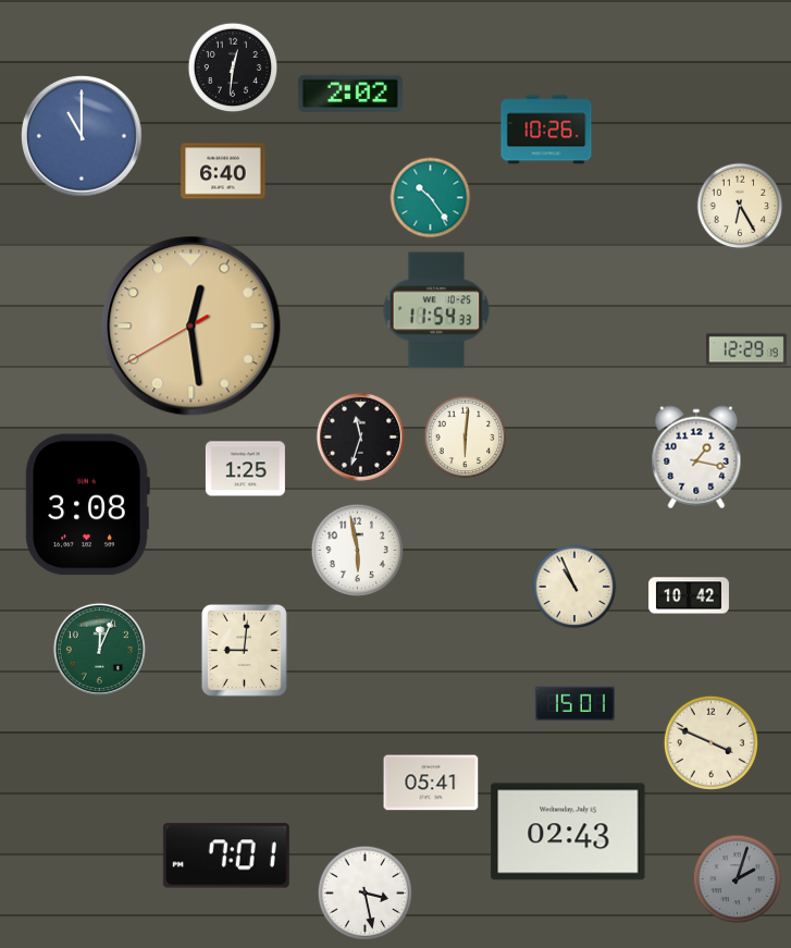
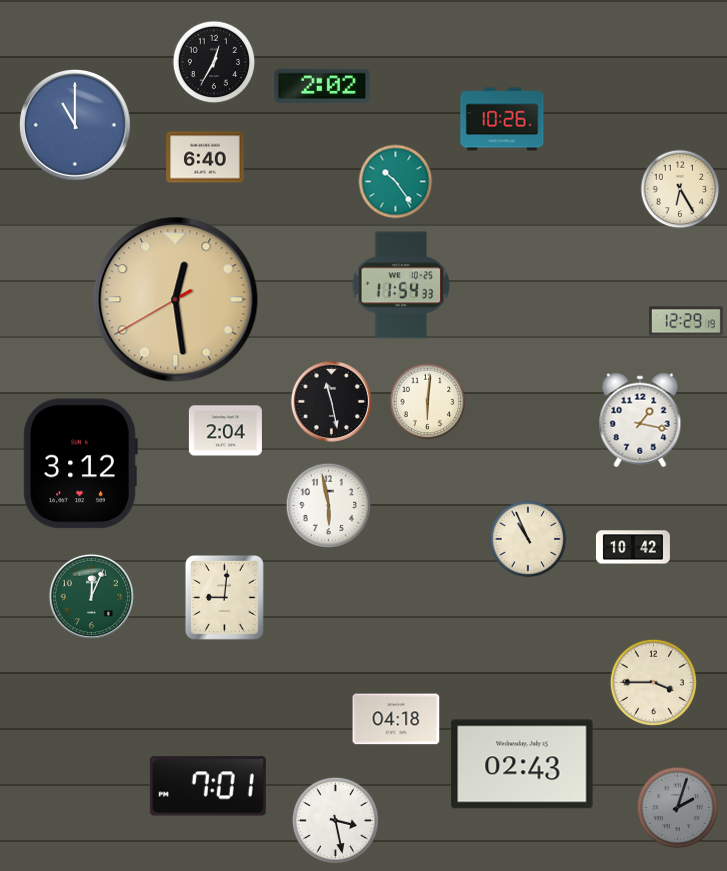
clock at (233, 67): 12:31 -> 12:35
clock at (360, 436): 11:33 -> 11:28
clock at (245, 469): 1:25 -> 2:04
clock at (87, 505): 3:08 -> 3:12
clock at (574, 704): 15:01 -> none
clock at (710, 742): 3:49 -> 3:45
clock at (431, 783): 05:41 -> 04:18
